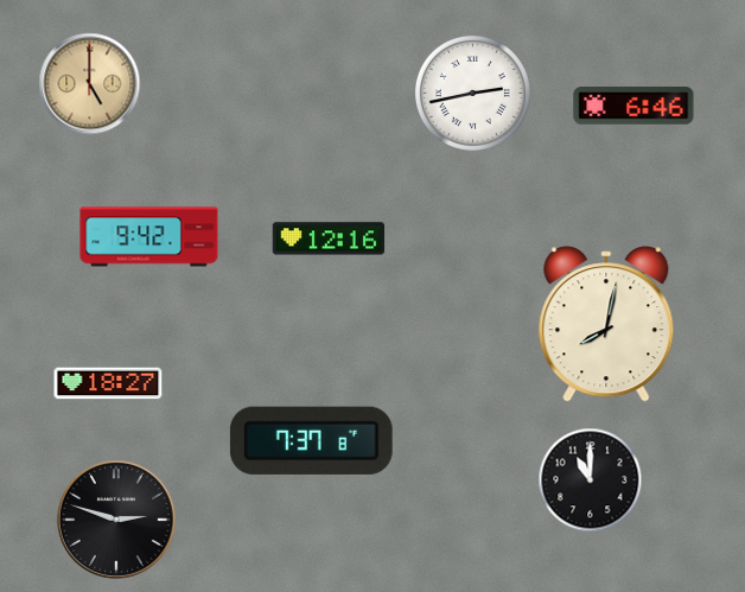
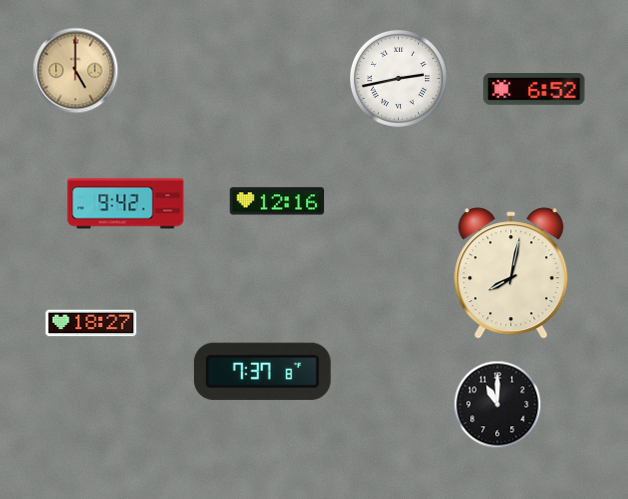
clock at (633, 106): 6:46 -> 6:52
clock at (149, 237) position: (149, 237) -> (126, 204)
clock at (116, 520): 2:48 -> none
